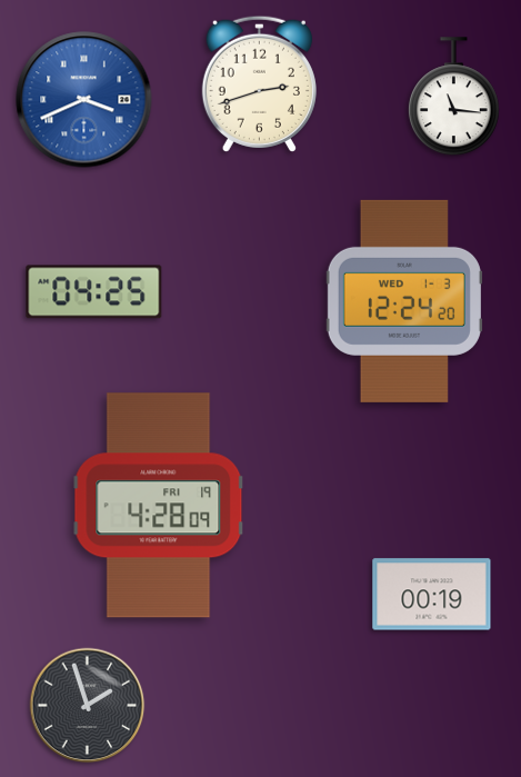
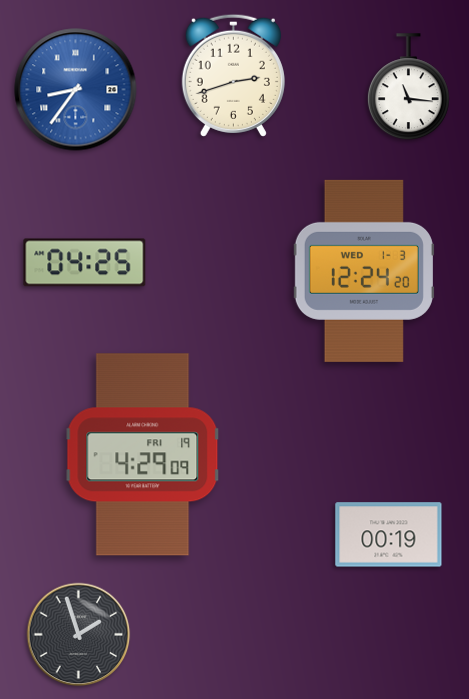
clock at (84, 100): 3:41 -> 8:36
clock at (159, 506): 4:28 -> 4:29
